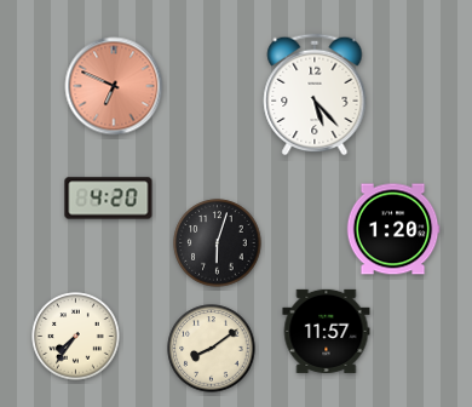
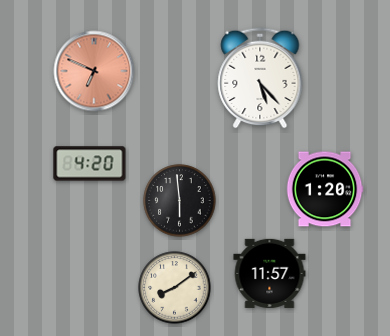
clock at (218, 243): 6:03 -> 5:59
clock at (76, 337): 7:36 -> none
